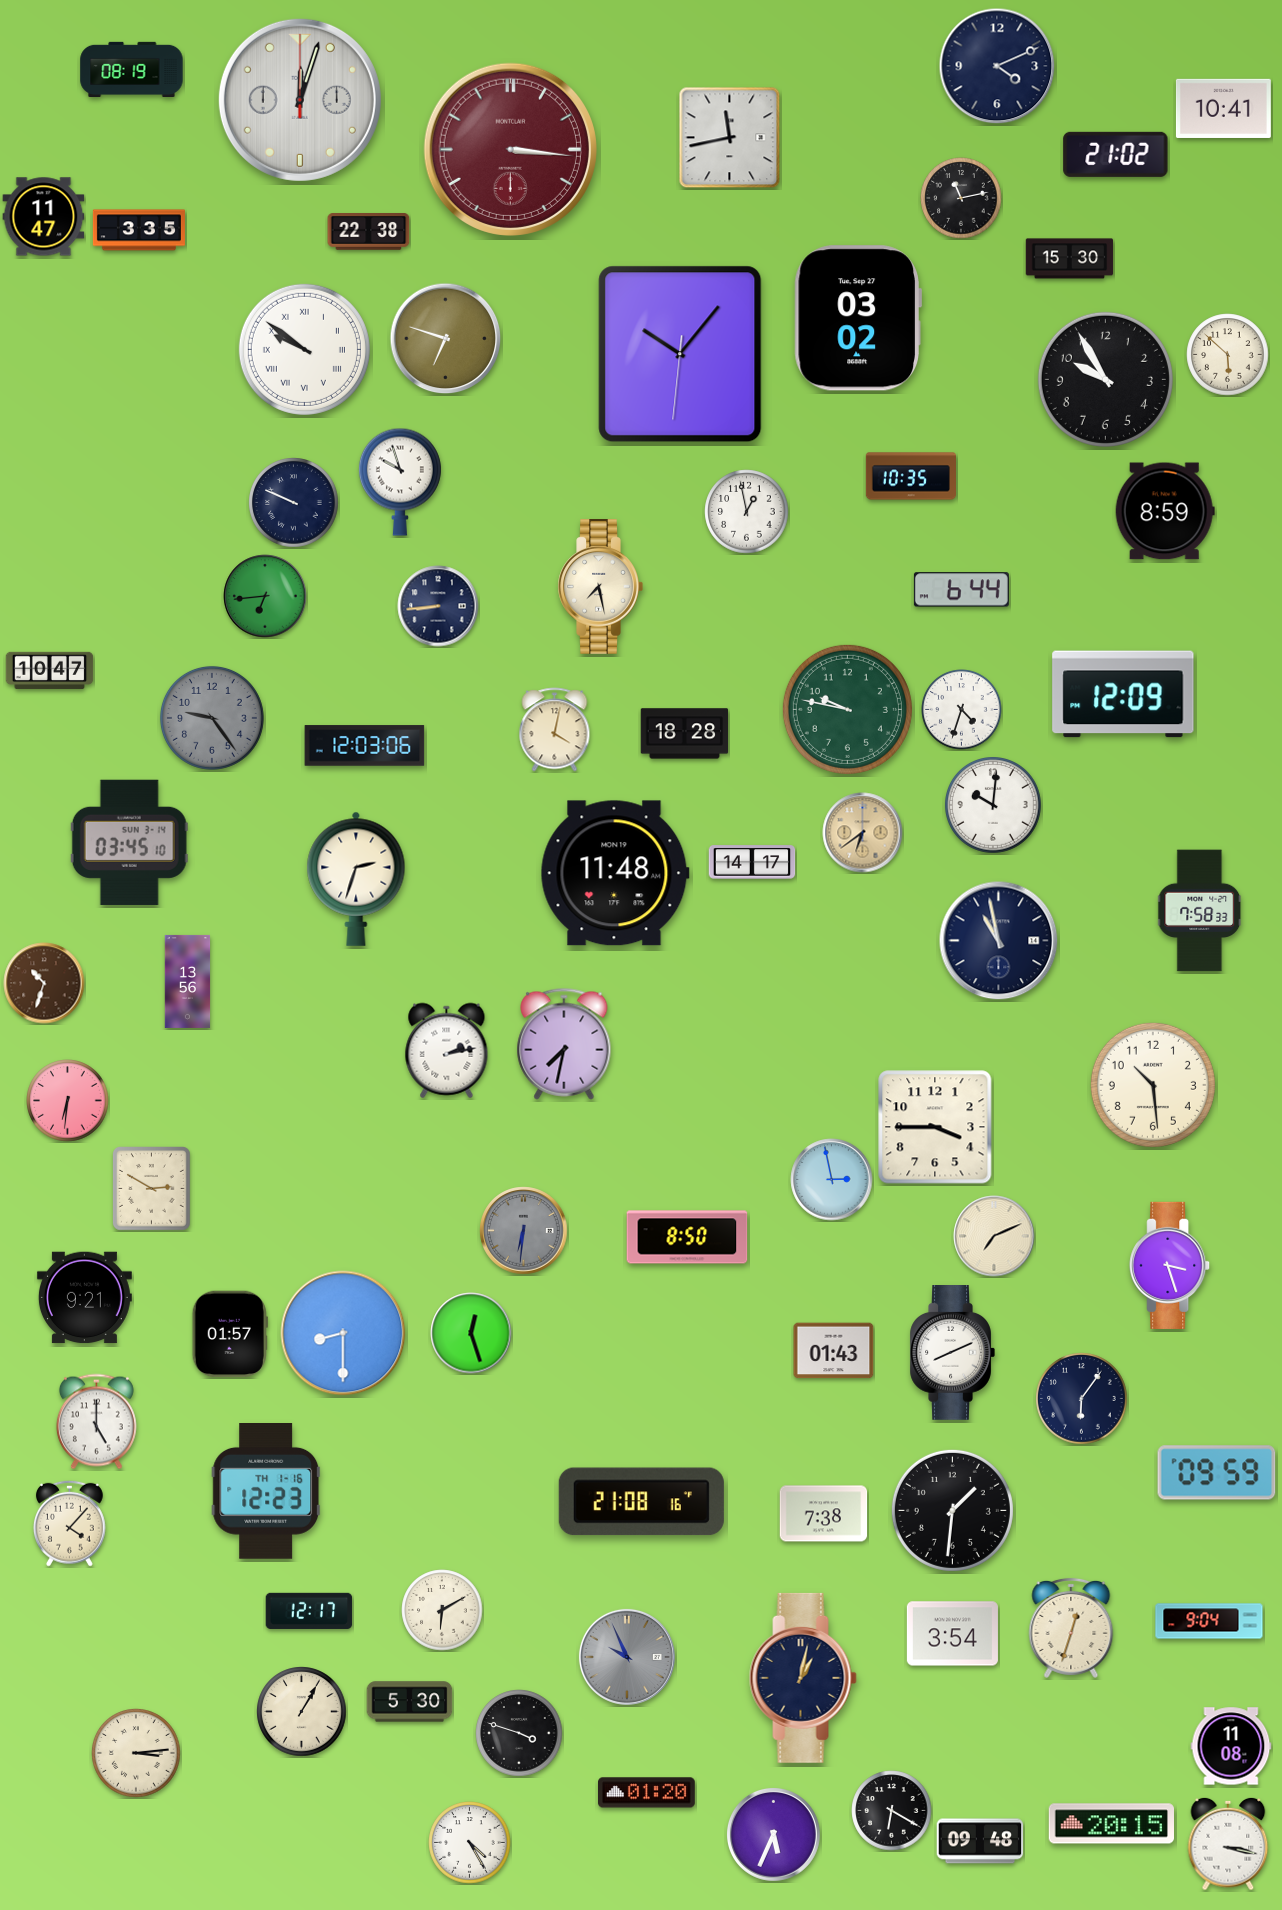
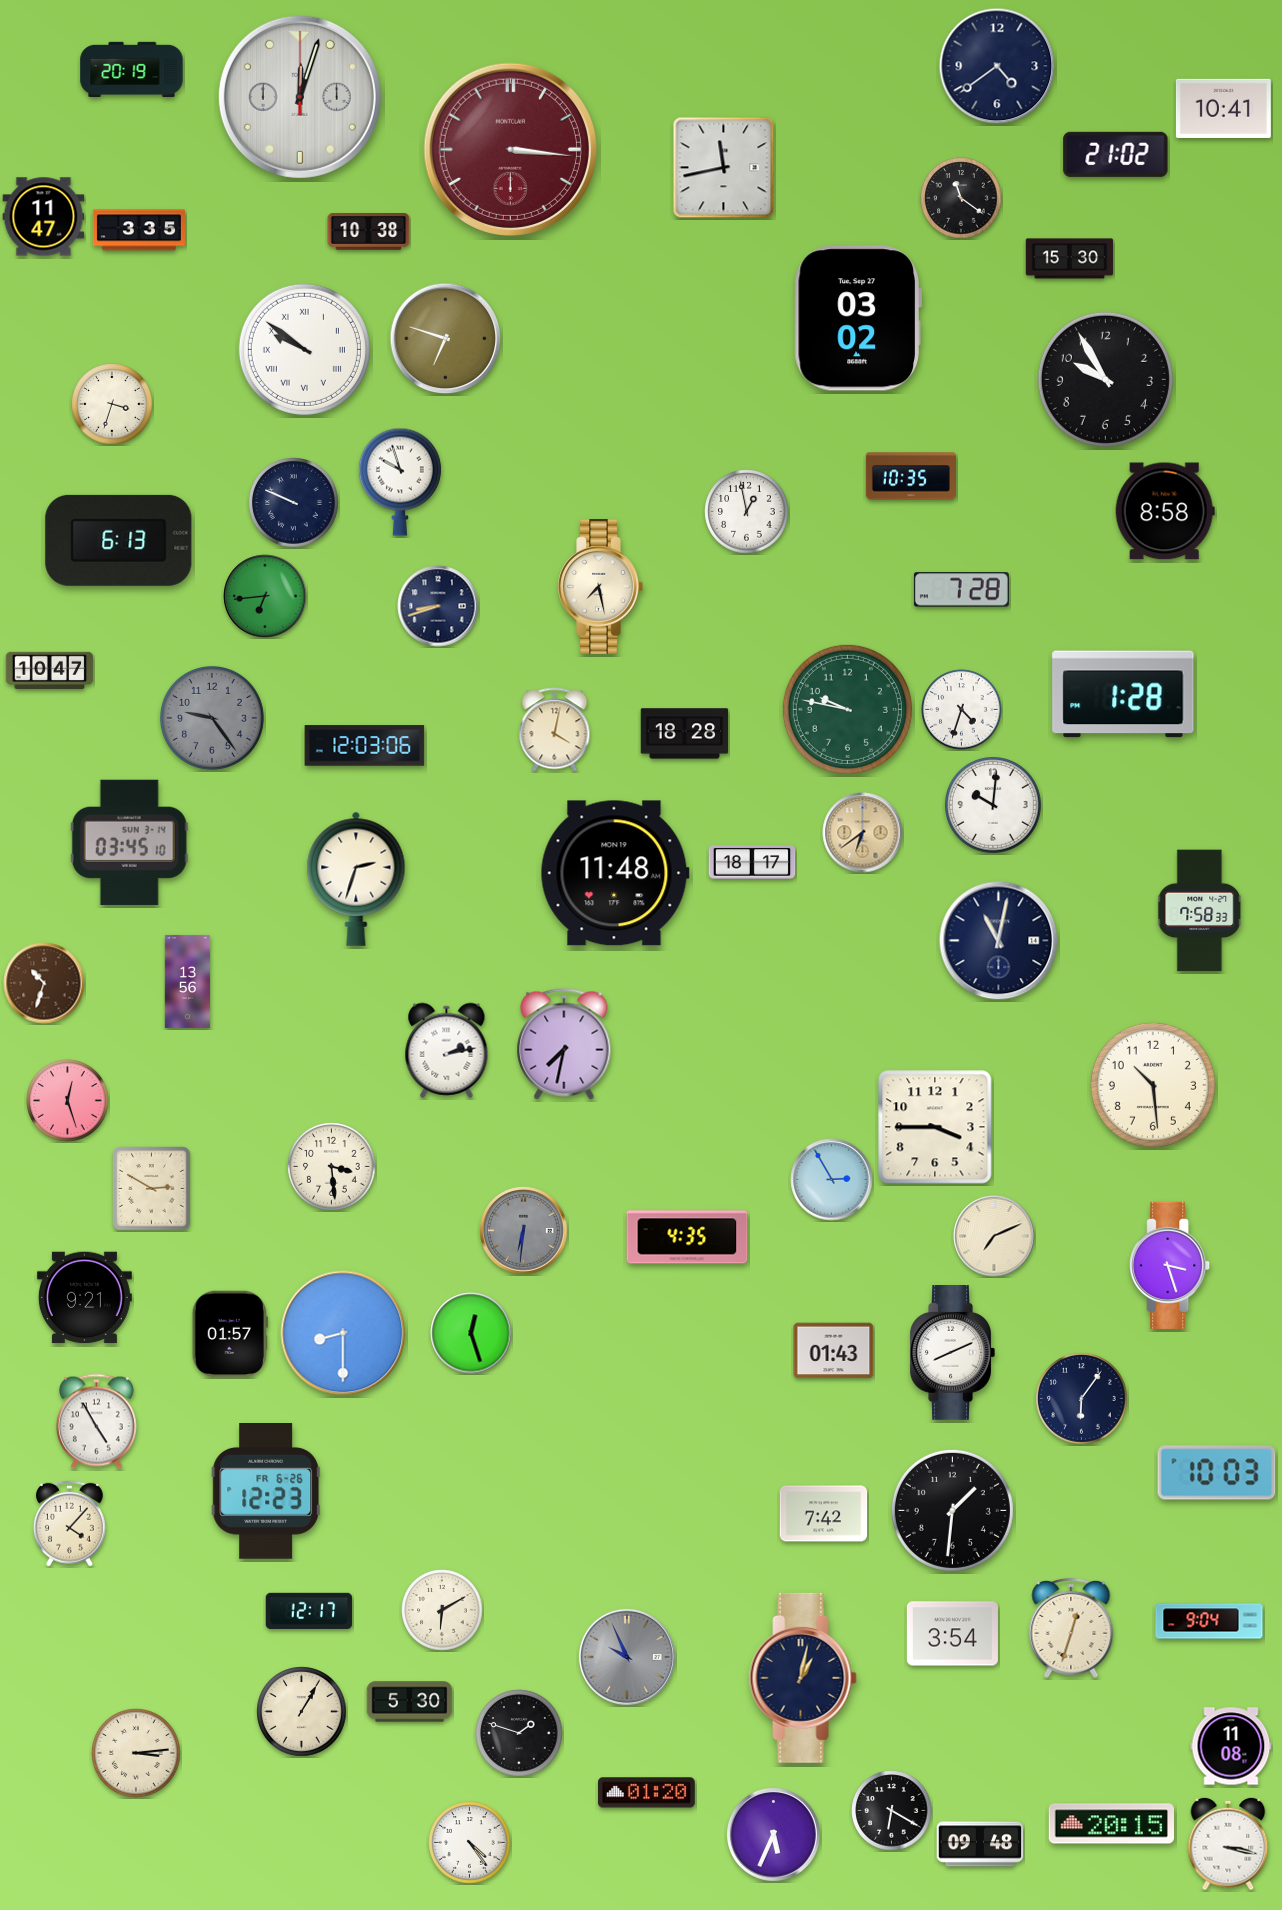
clock at (997, 66): 4:11 -> 4:39
clock at (132, 69): 08:19 -> 20:19
clock at (300, 100) position: (300, 100) -> (300, 97)
clock at (730, 138) position: (730, 138) -> (724, 168)
clock at (961, 198): 11:13 -> 11:21
clock at (369, 232): 22:38 -> 10:38
clock at (680, 354): 10:06 -> none
clock at (1228, 355): 5:52 -> none
clock at (112, 404): none -> 3:33
clock at (1165, 511): 8:59 -> 8:58
clock at (119, 540): none -> 6:13
clock at (961, 590): 6:44 -> 7:28
clock at (438, 606): 8:44 -> 8:42
clock at (1123, 694): 12:09 -> 1:28
clock at (752, 862): 14:17 -> 18:17
clock at (999, 941): 10:58 -> 11:02
clock at (68, 1101): 6:31 -> 12:27
clock at (332, 1167): none -> 3:29
clock at (832, 1180): 2:58 -> 2:55
clock at (687, 1237): 8:50 -> 4:35
clock at (96, 1422): 5:00 -> 4:55
clock at (1217, 1473): 09:59 -> 10:03
clock at (266, 1492) date: TH 1-16 -> FR 6-26
clock at (641, 1502): 21:08 -> none
clock at (824, 1514): 7:38 -> 7:42
clock at (519, 1733): 3:48 -> 1:48
clock at (980, 1841) position: (980, 1841) -> (980, 1844)
clock at (470, 1843): 4:25 -> 4:24
